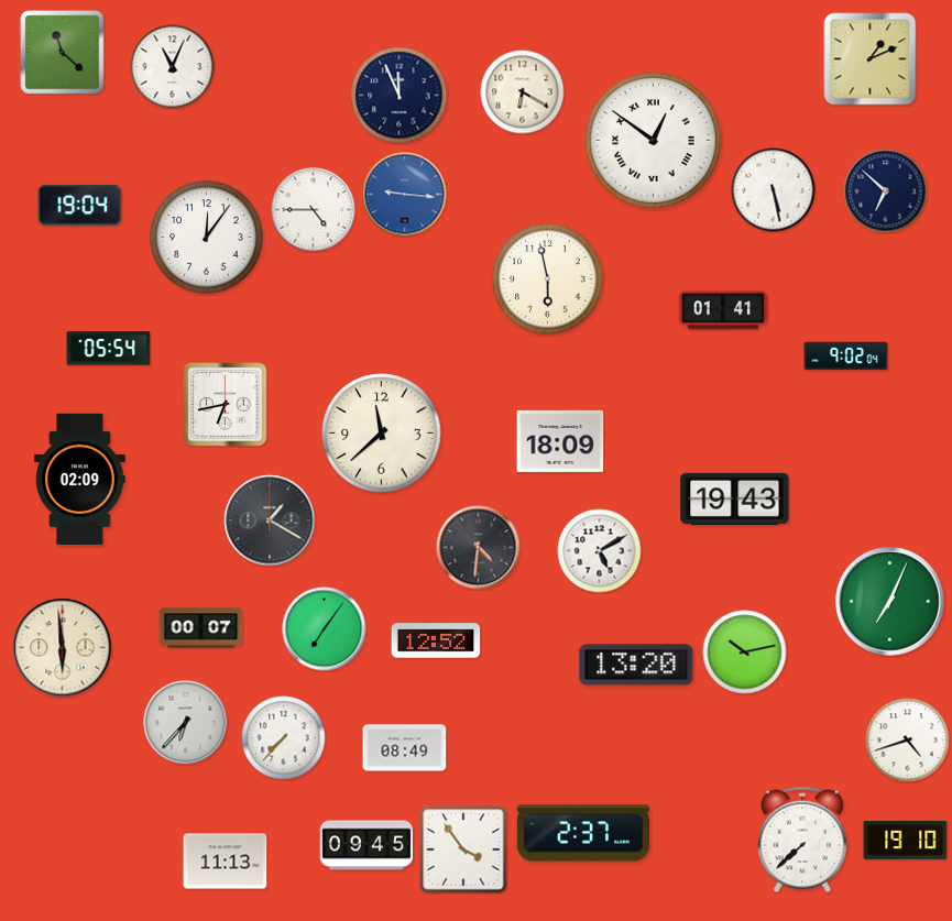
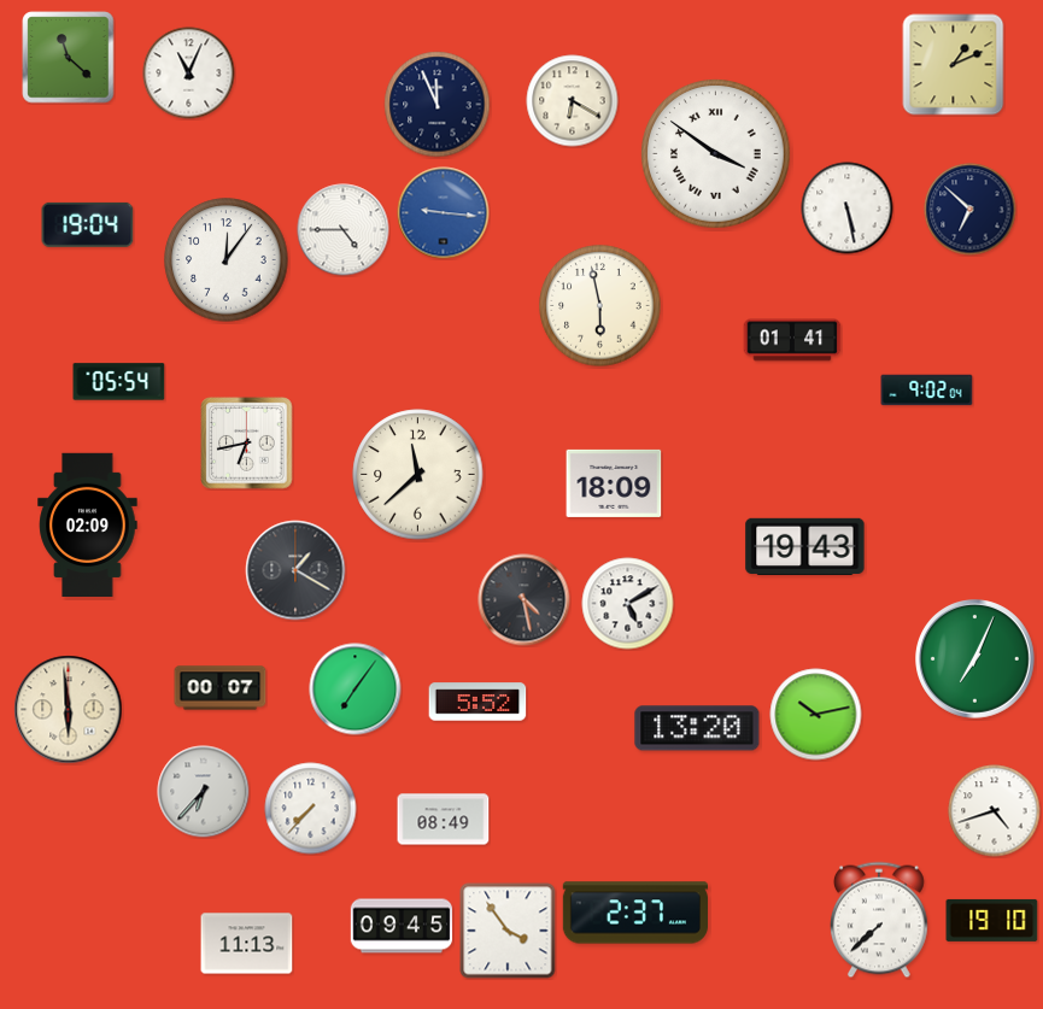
clock at (654, 141): 12:51 -> 3:51
clock at (479, 548): 4:31 -> 4:28
clock at (600, 551) position: (600, 551) -> (628, 604)
clock at (436, 640): 12:52 -> 5:52
clock at (582, 833) position: (582, 833) -> (634, 913)
